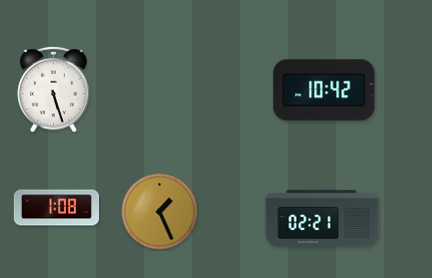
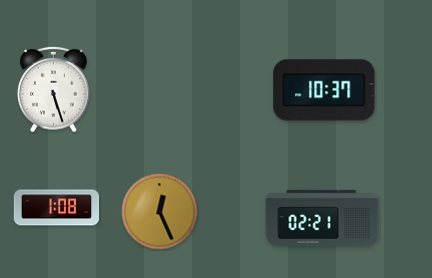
clock at (324, 90): 10:42 -> 10:37
clock at (160, 212): 1:26 -> 12:26
